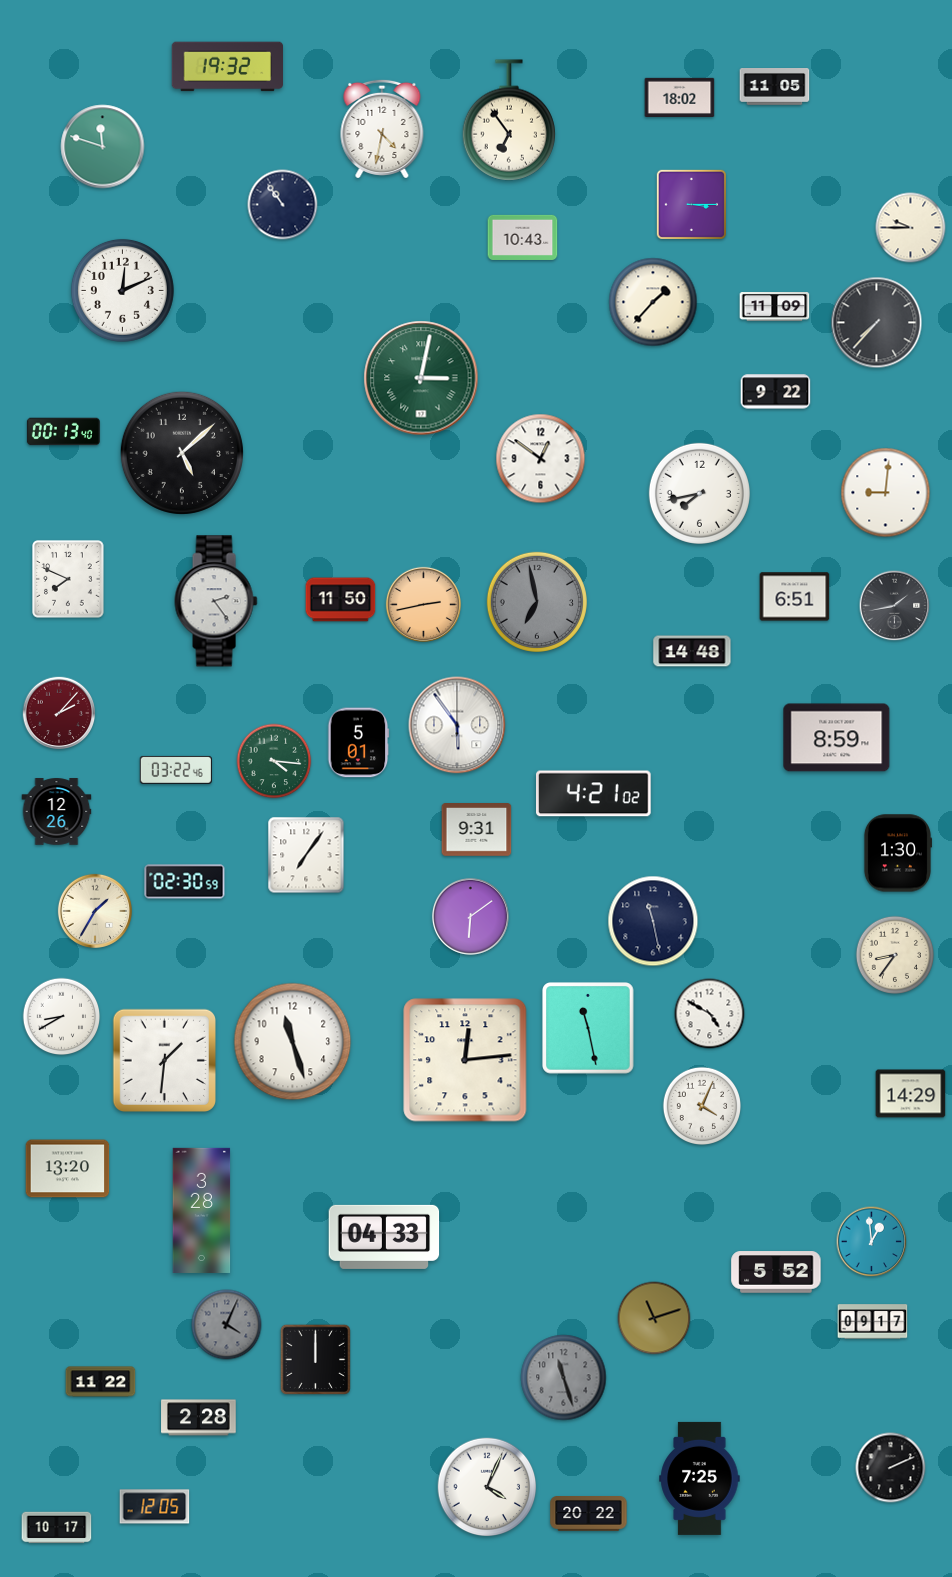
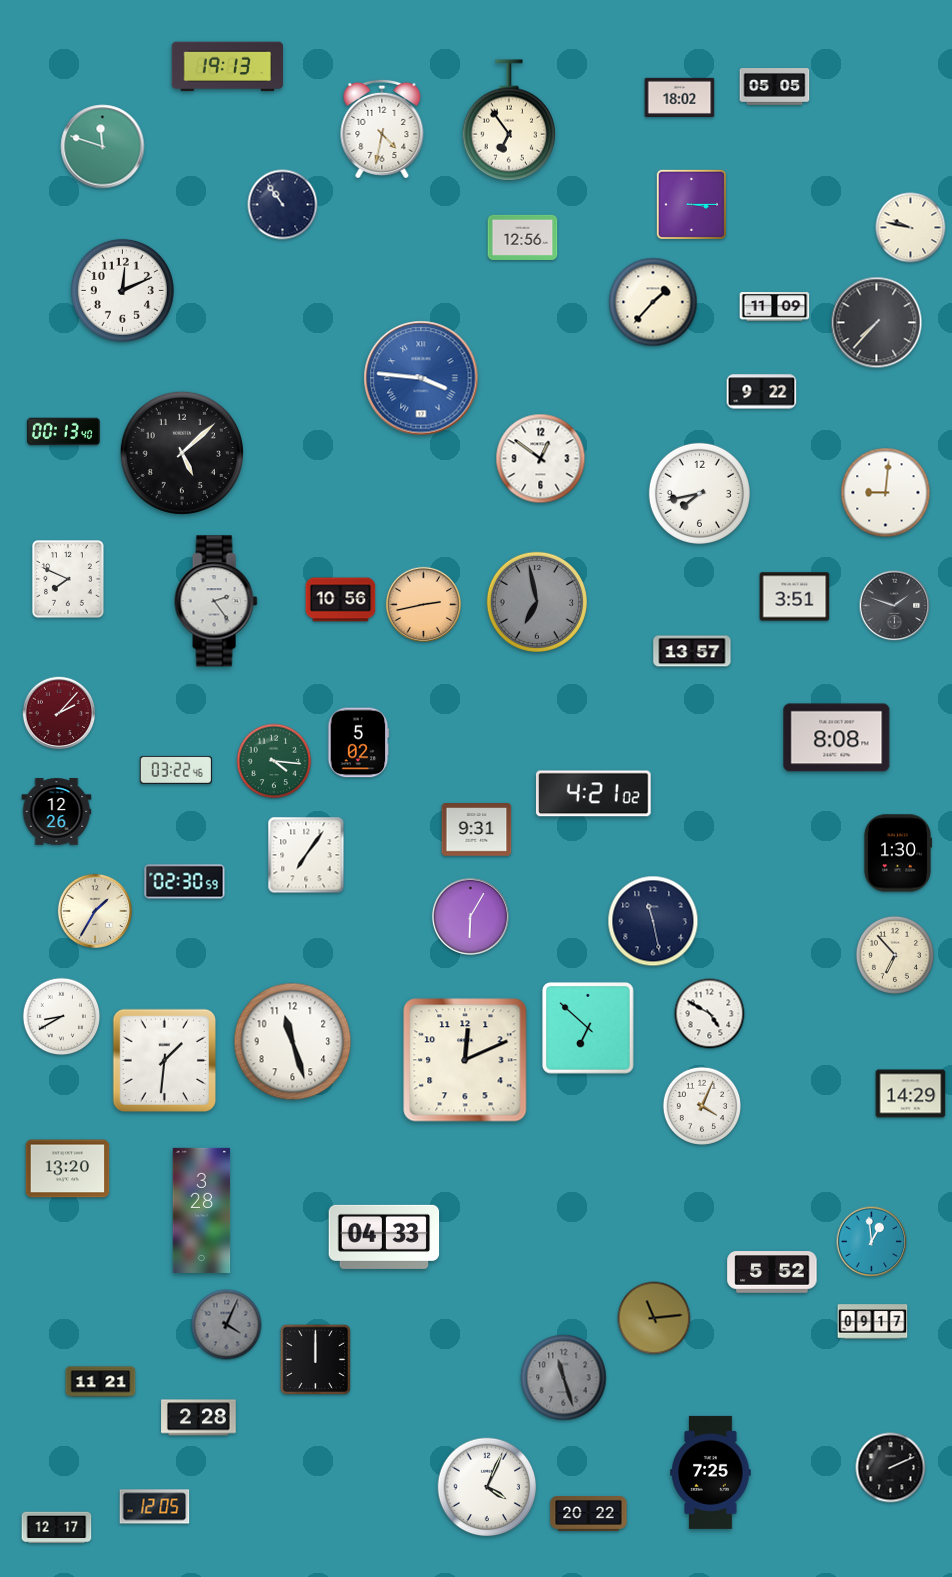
clock at (227, 67): 19:32 -> 19:13
clock at (775, 87): 11:05 -> 05:05
clock at (911, 228): 9:45 -> 9:47
clock at (523, 237): 10:43 -> 12:56
clock at (421, 378): 3:02 -> 3:46
clock at (421, 378) dial: green -> blue
clock at (776, 392) position: (776, 392) -> (762, 392)
clock at (795, 597): 6:51 -> 3:51
clock at (341, 600): 11:50 -> 10:56
clock at (895, 606): 1:43 -> 1:48
clock at (692, 651): 14:48 -> 13:57
clock at (457, 725): 5:54 -> none
clock at (837, 738): 8:59 -> 8:08
clock at (358, 743): 5:01 -> 5:02
clock at (470, 916): 6:09 -> 6:05
clock at (894, 954): 8:36 -> 6:53
clock at (589, 1029): 11:28 -> 6:52
clock at (465, 1060): 12:14 -> 12:11
clock at (776, 1272) position: (776, 1272) -> (772, 1272)
clock at (654, 1318): 11:12 -> 11:14
clock at (101, 1382): 11:22 -> 11:21
clock at (700, 1478) position: (700, 1478) -> (711, 1472)
clock at (57, 1528): 10:17 -> 12:17
